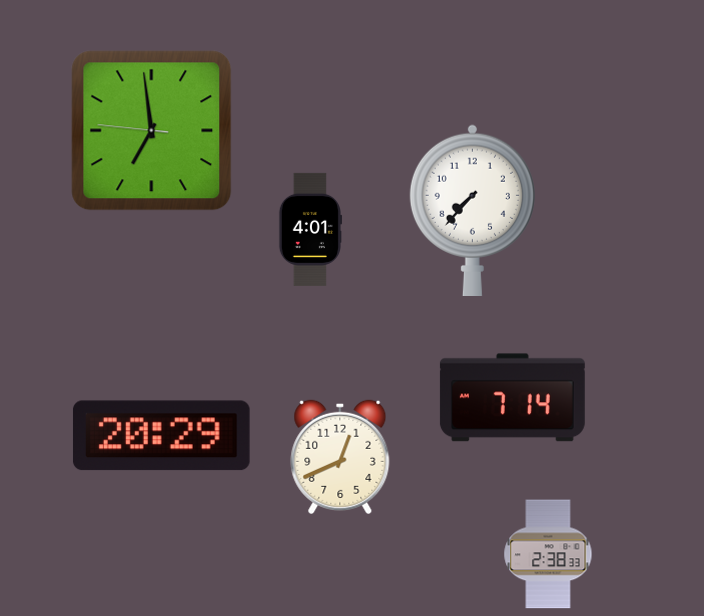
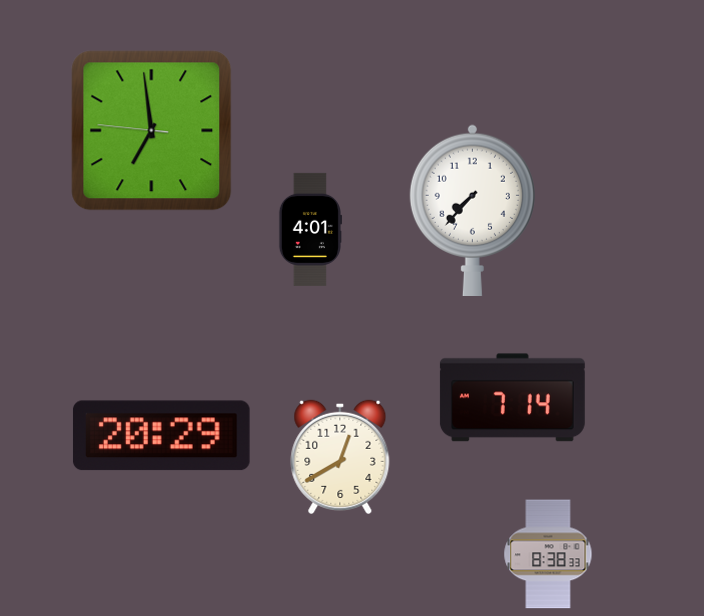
clock at (340, 457): 12:41 -> 12:40
clock at (548, 554): 2:38 -> 8:38
